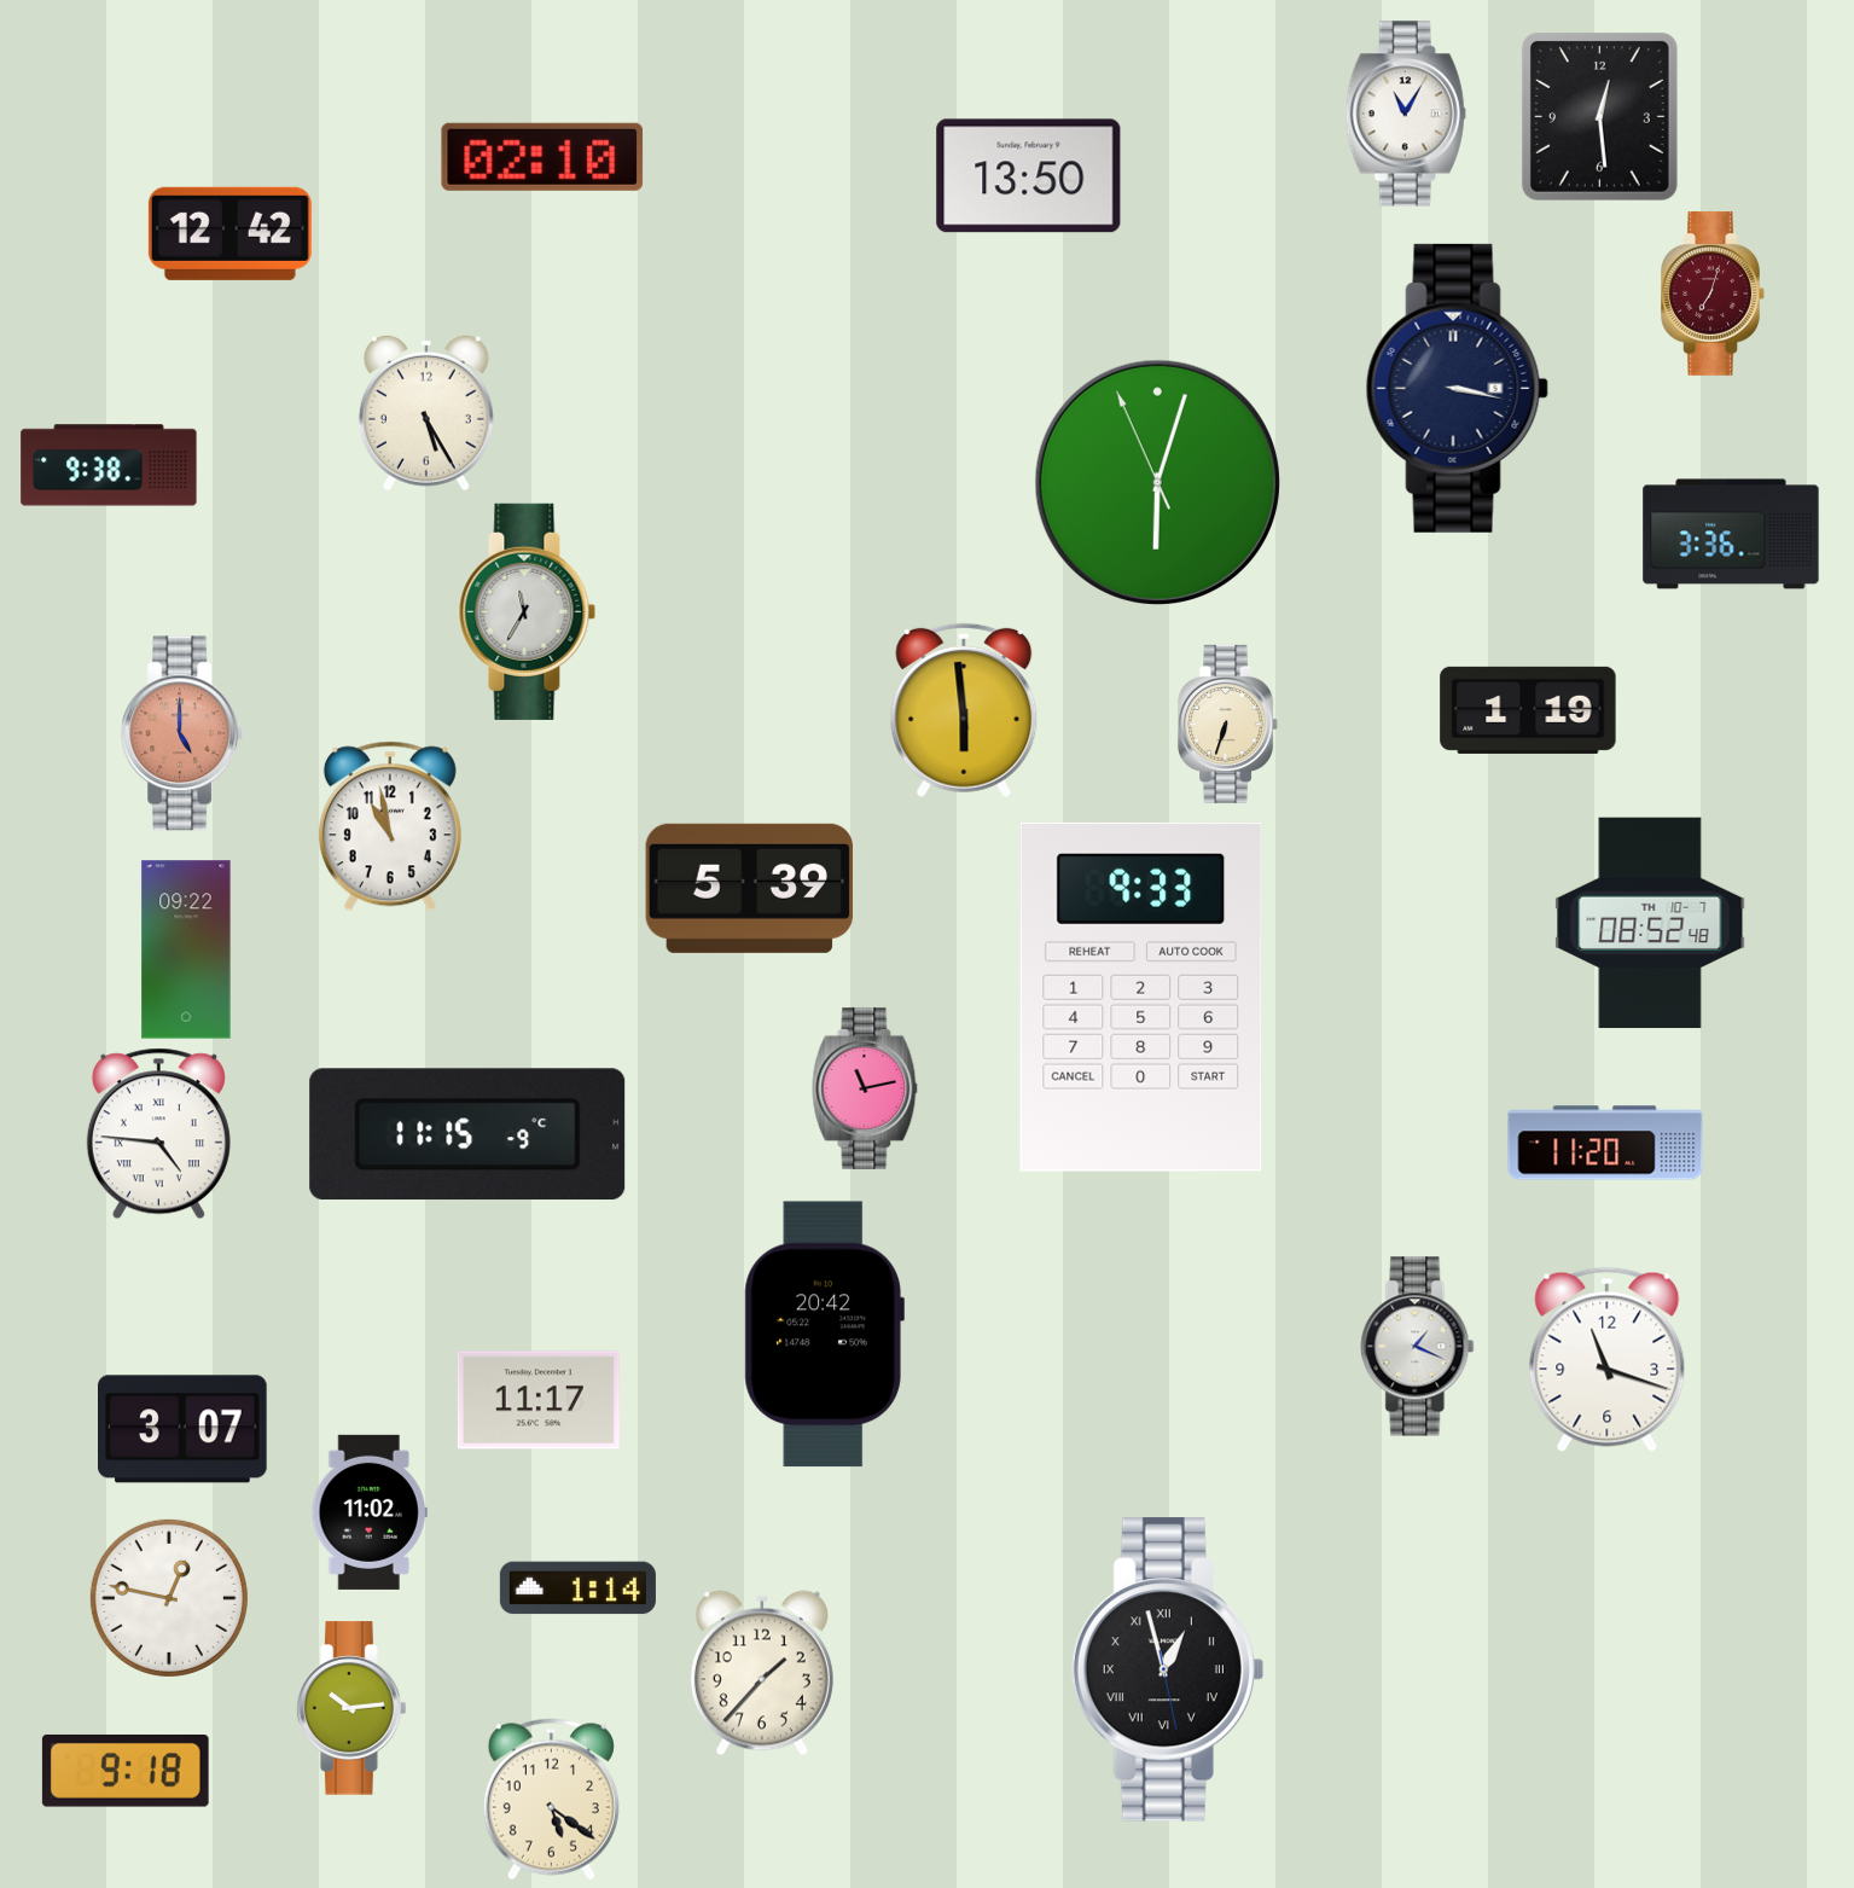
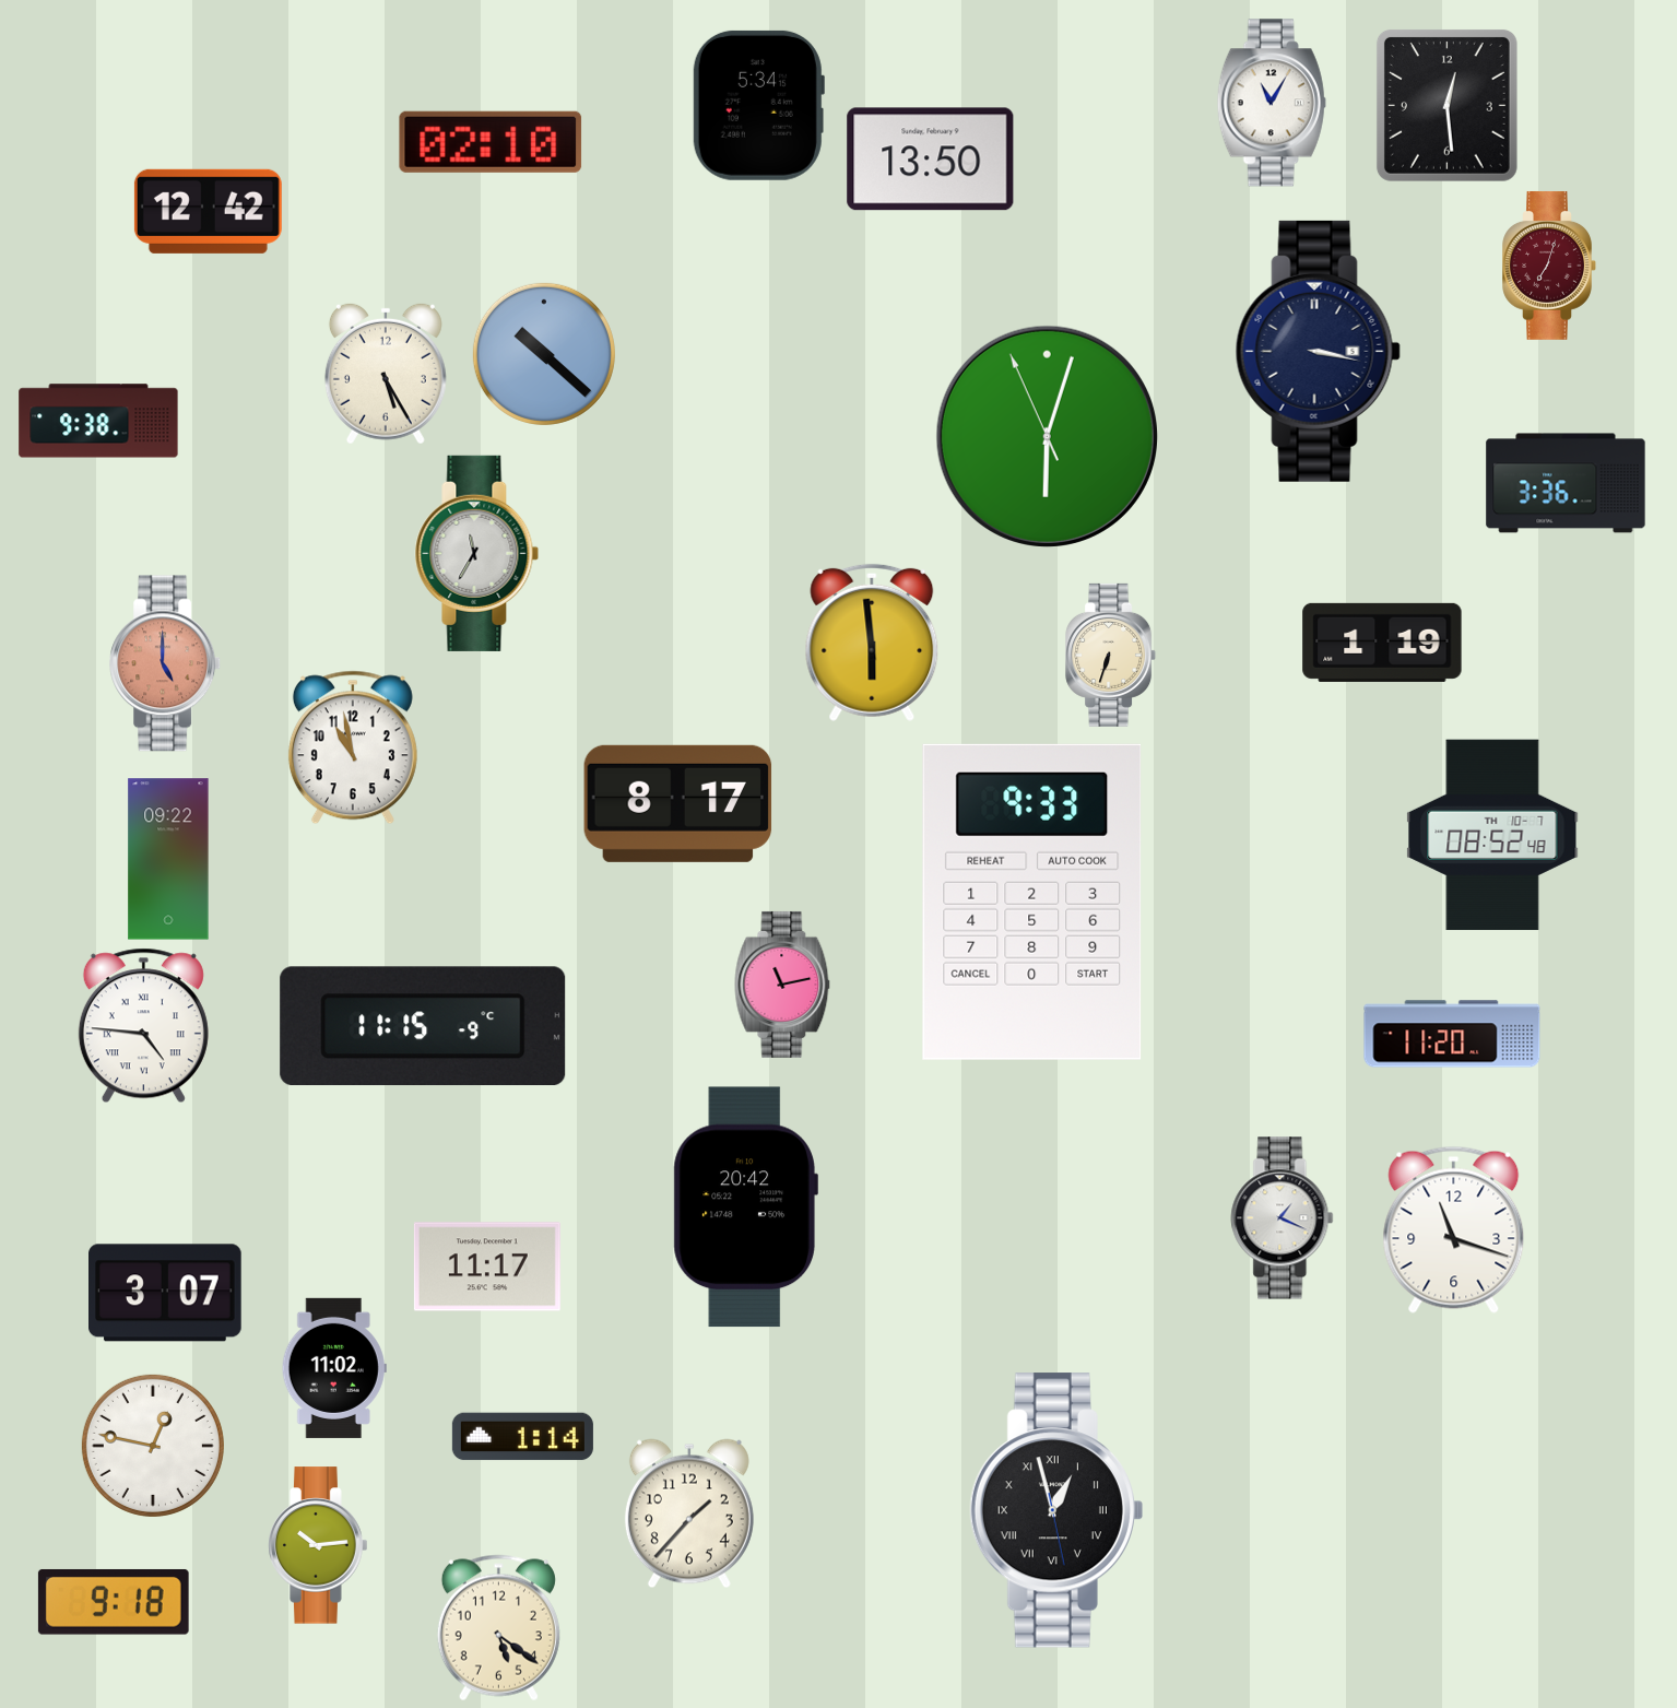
clock at (758, 105): none -> 5:34
clock at (544, 354): none -> 10:22
clock at (750, 888): 5:39 -> 8:17
